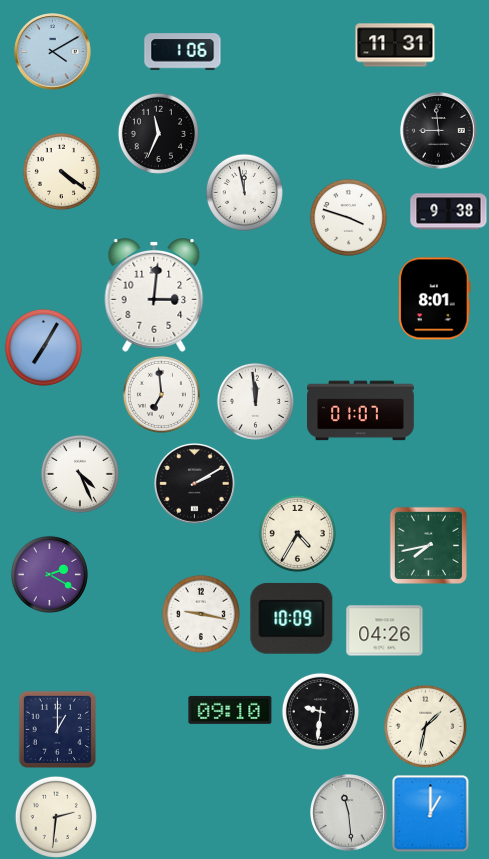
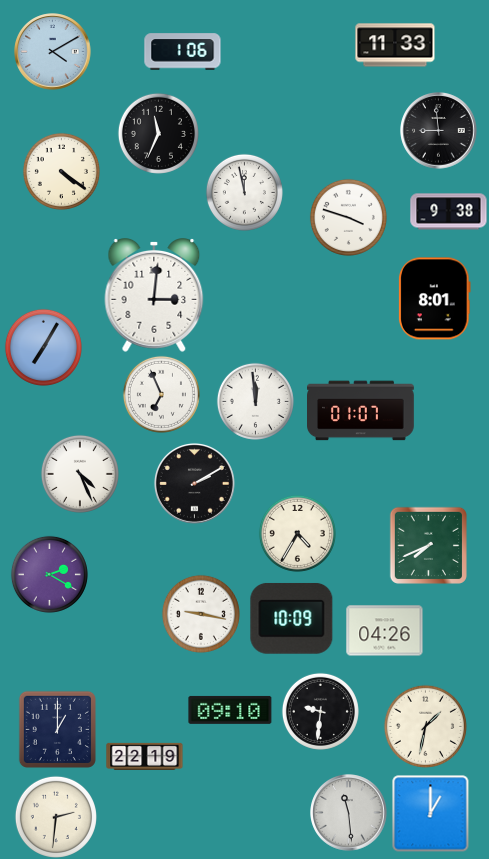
clock at (395, 45): 11:31 -> 11:33
clock at (161, 394): 6:59 -> 6:56
clock at (428, 545): 7:43 -> 7:41
clock at (145, 756): none -> 22:19
